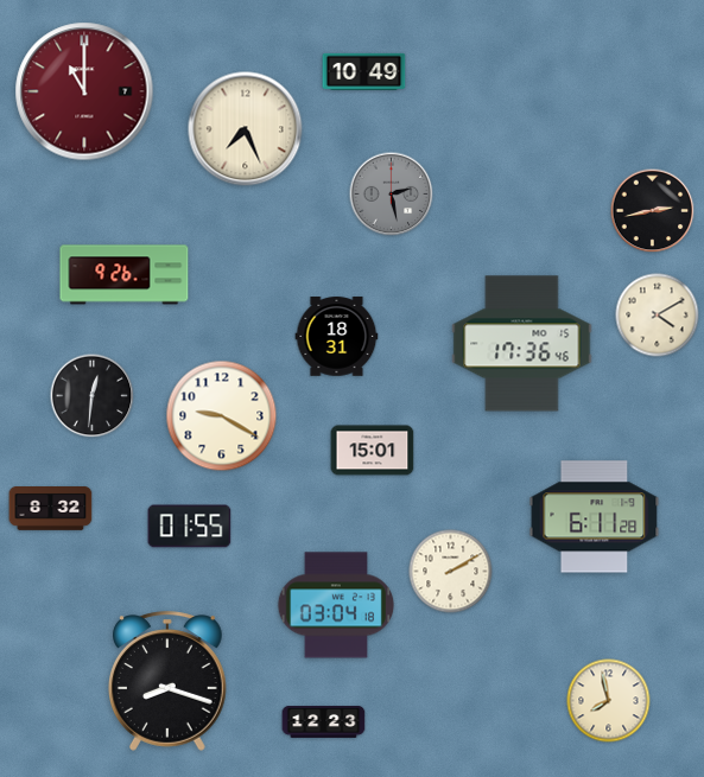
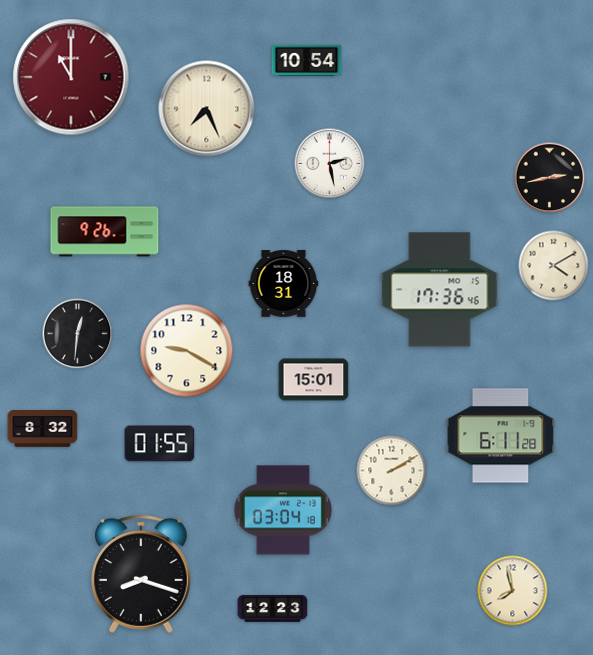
clock at (364, 71): 10:49 -> 10:54
clock at (392, 195) dial: grey -> white
clock at (451, 572) position: (451, 572) -> (392, 471)
